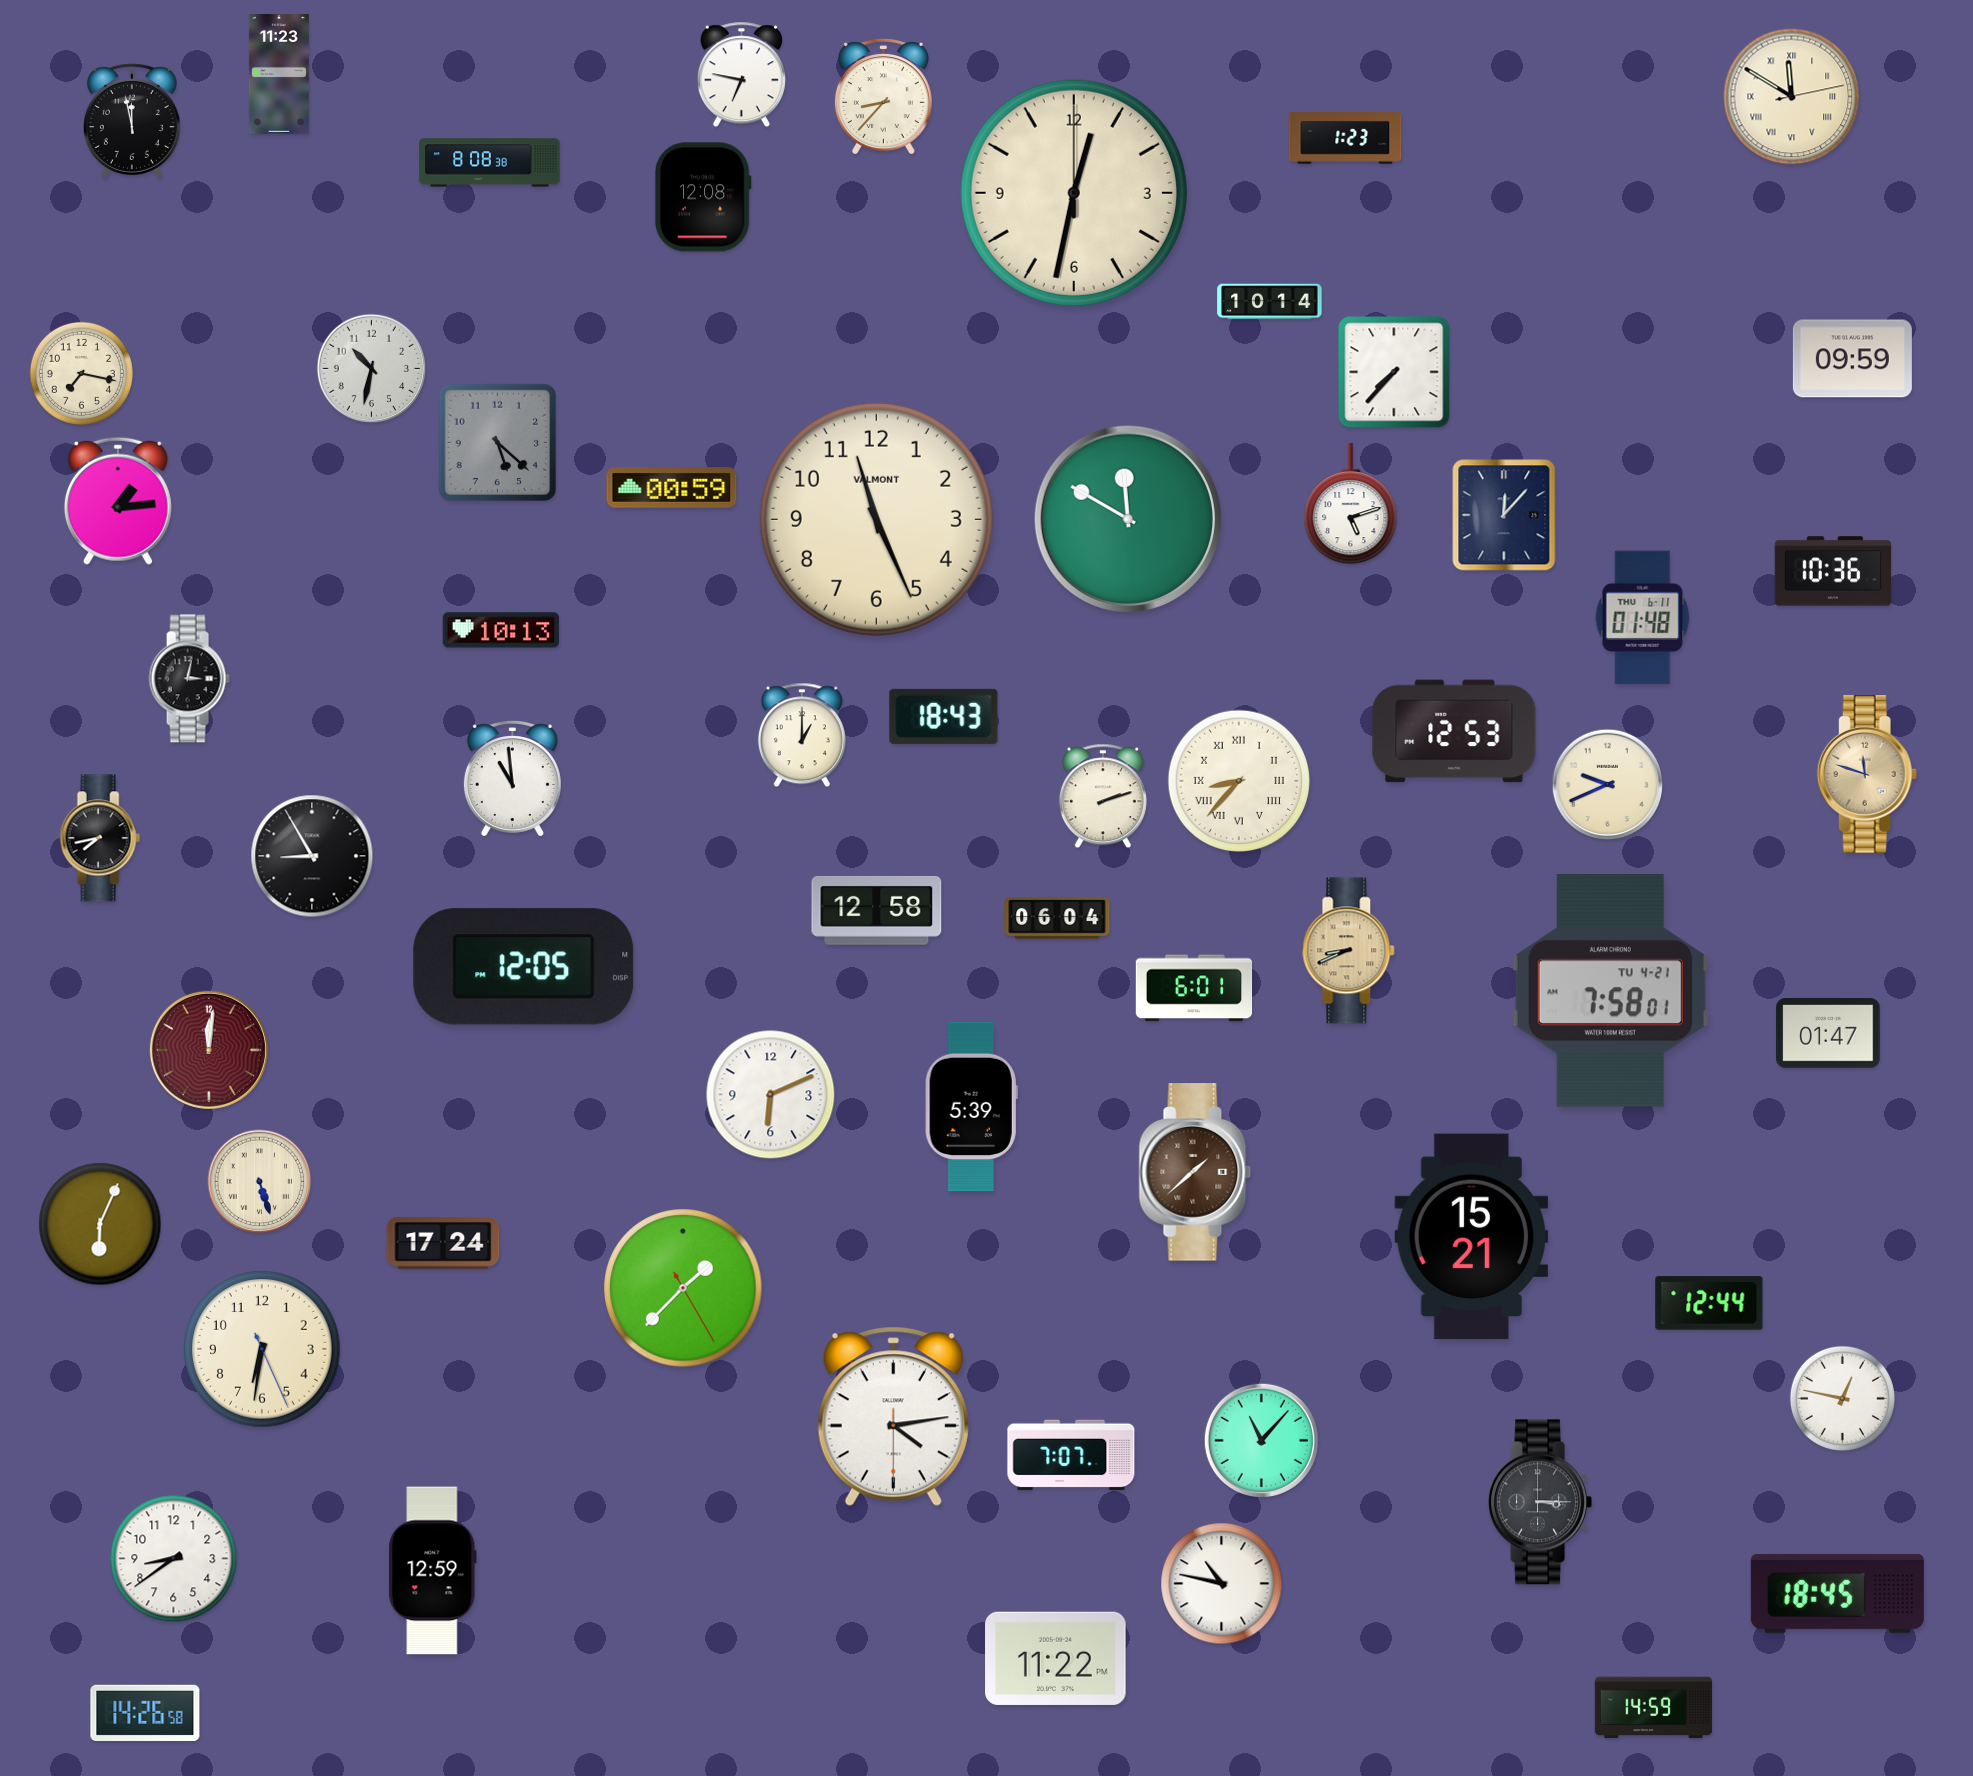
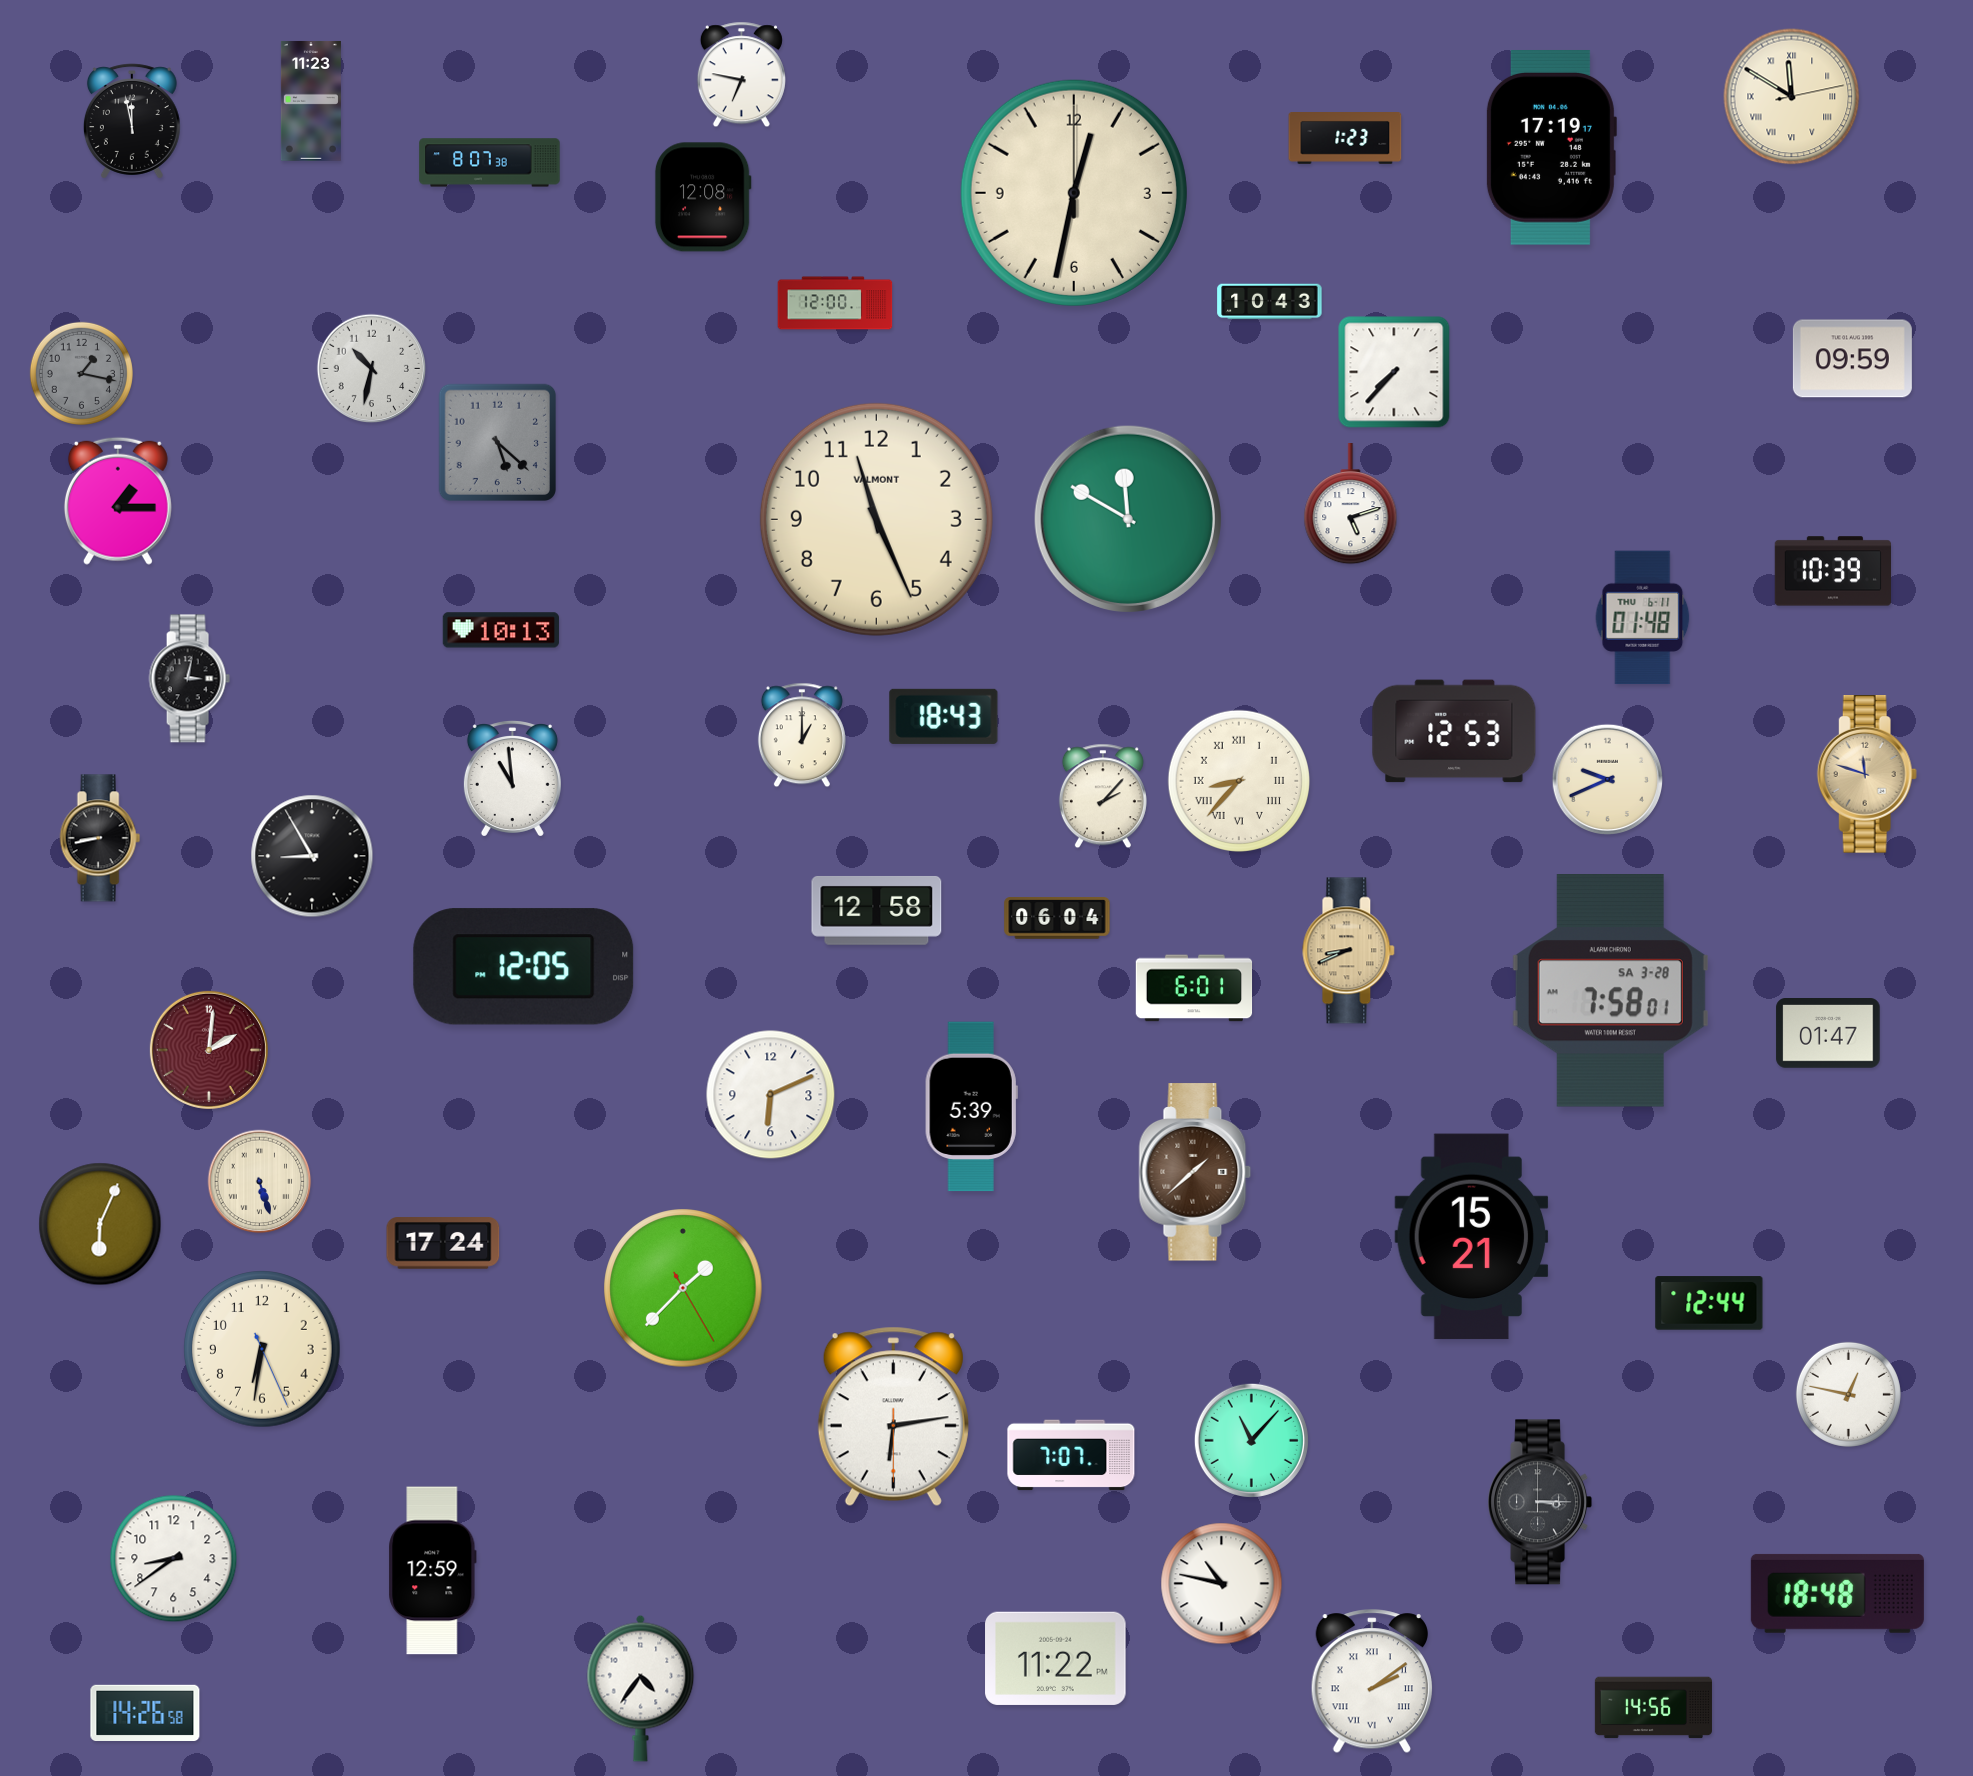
clock at (279, 74) position: (279, 74) -> (311, 101)
clock at (883, 97): 8:37 -> none
clock at (1551, 148): none -> 17:19
clock at (490, 163): 8:08 -> 8:07
clock at (1270, 302): 10:14 -> 10:43
clock at (835, 303): none -> 12:00
clock at (81, 373): 7:17 -> 1:17
clock at (81, 373) dial: cream -> grey
clock at (672, 488): 00:59 -> none
clock at (118, 501): 1:14 -> 1:15
clock at (1504, 515): 12:07 -> none
clock at (1832, 571): 10:36 -> 10:39
clock at (1607, 784) position: (1607, 784) -> (1607, 779)
clock at (1103, 796): 2:12 -> 2:07
clock at (100, 838): 7:43 -> 8:43
clock at (1610, 991) date: TU 4-21 -> SA 3-28
clock at (209, 1050): 12:01 -> 2:01
clock at (1842, 1398) position: (1842, 1398) -> (1848, 1394)
clock at (893, 1417): 4:13 -> 6:13
clock at (1261, 1440) position: (1261, 1440) -> (1251, 1440)
clock at (1837, 1593): 18:45 -> 18:48
clock at (1371, 1682): none -> 2:09
clock at (641, 1688): none -> 4:36
clock at (1653, 1708): 14:59 -> 14:56
